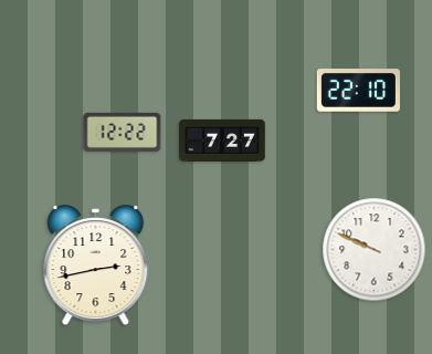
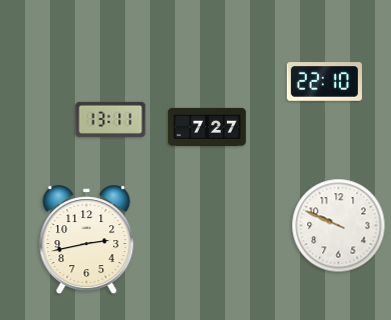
clock at (123, 132): 12:22 -> 13:11
clock at (222, 140) position: (222, 140) -> (207, 127)
